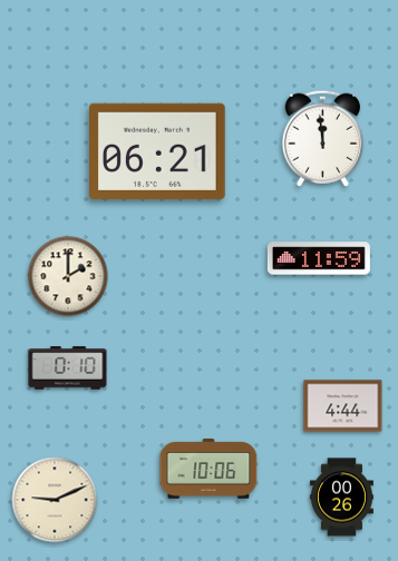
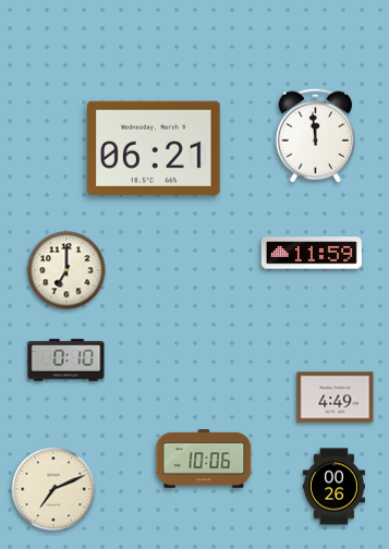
clock at (68, 276): 2:00 -> 7:00
clock at (343, 406): 4:44 -> 4:49
clock at (55, 500): 9:11 -> 7:11
